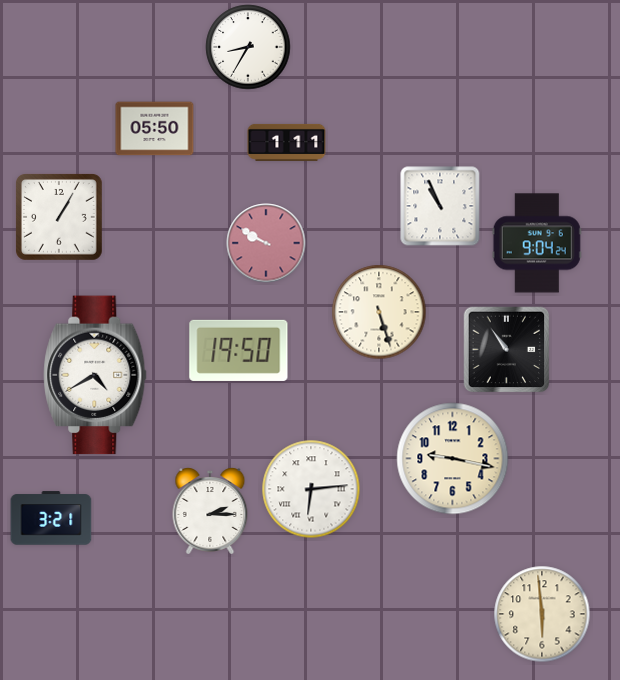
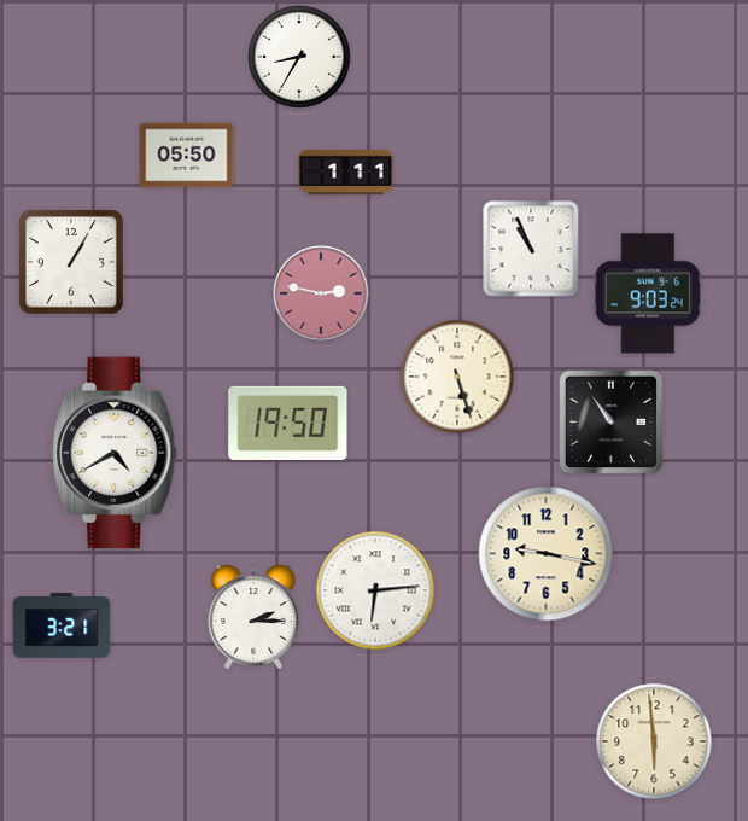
clock at (266, 243): 9:50 -> 2:47
clock at (537, 243): 9:04 -> 9:03
